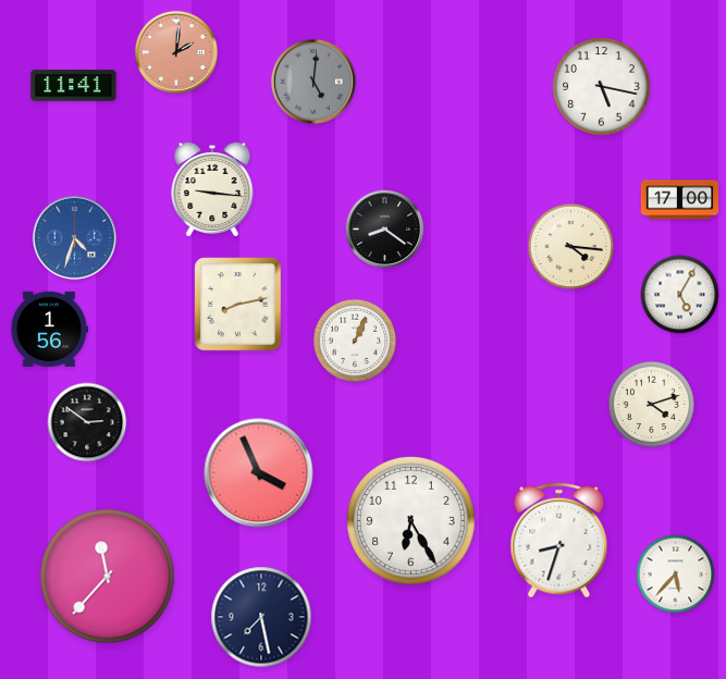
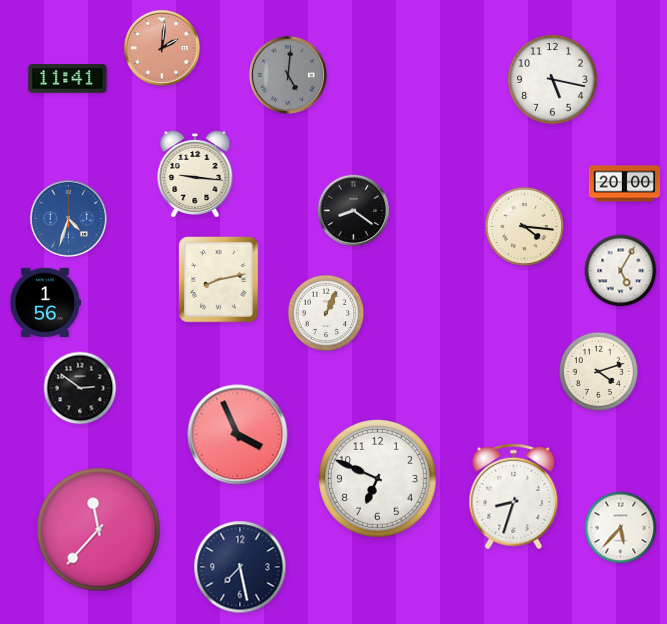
clock at (680, 200): 17:00 -> 20:00
clock at (680, 295) position: (680, 295) -> (621, 271)
clock at (410, 520): 6:25 -> 6:49
